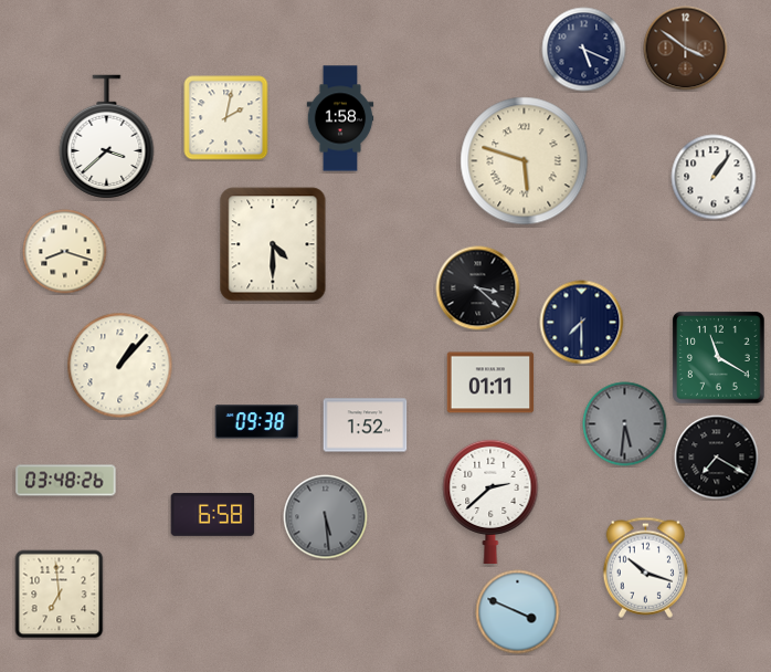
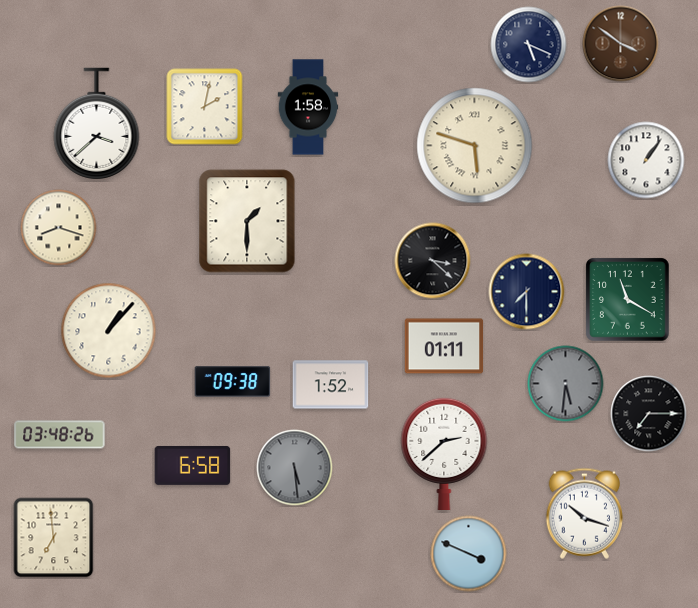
clock at (273, 244): 4:30 -> 1:30
clock at (719, 358) position: (719, 358) -> (628, 300)
clock at (717, 458): 7:20 -> 7:15
